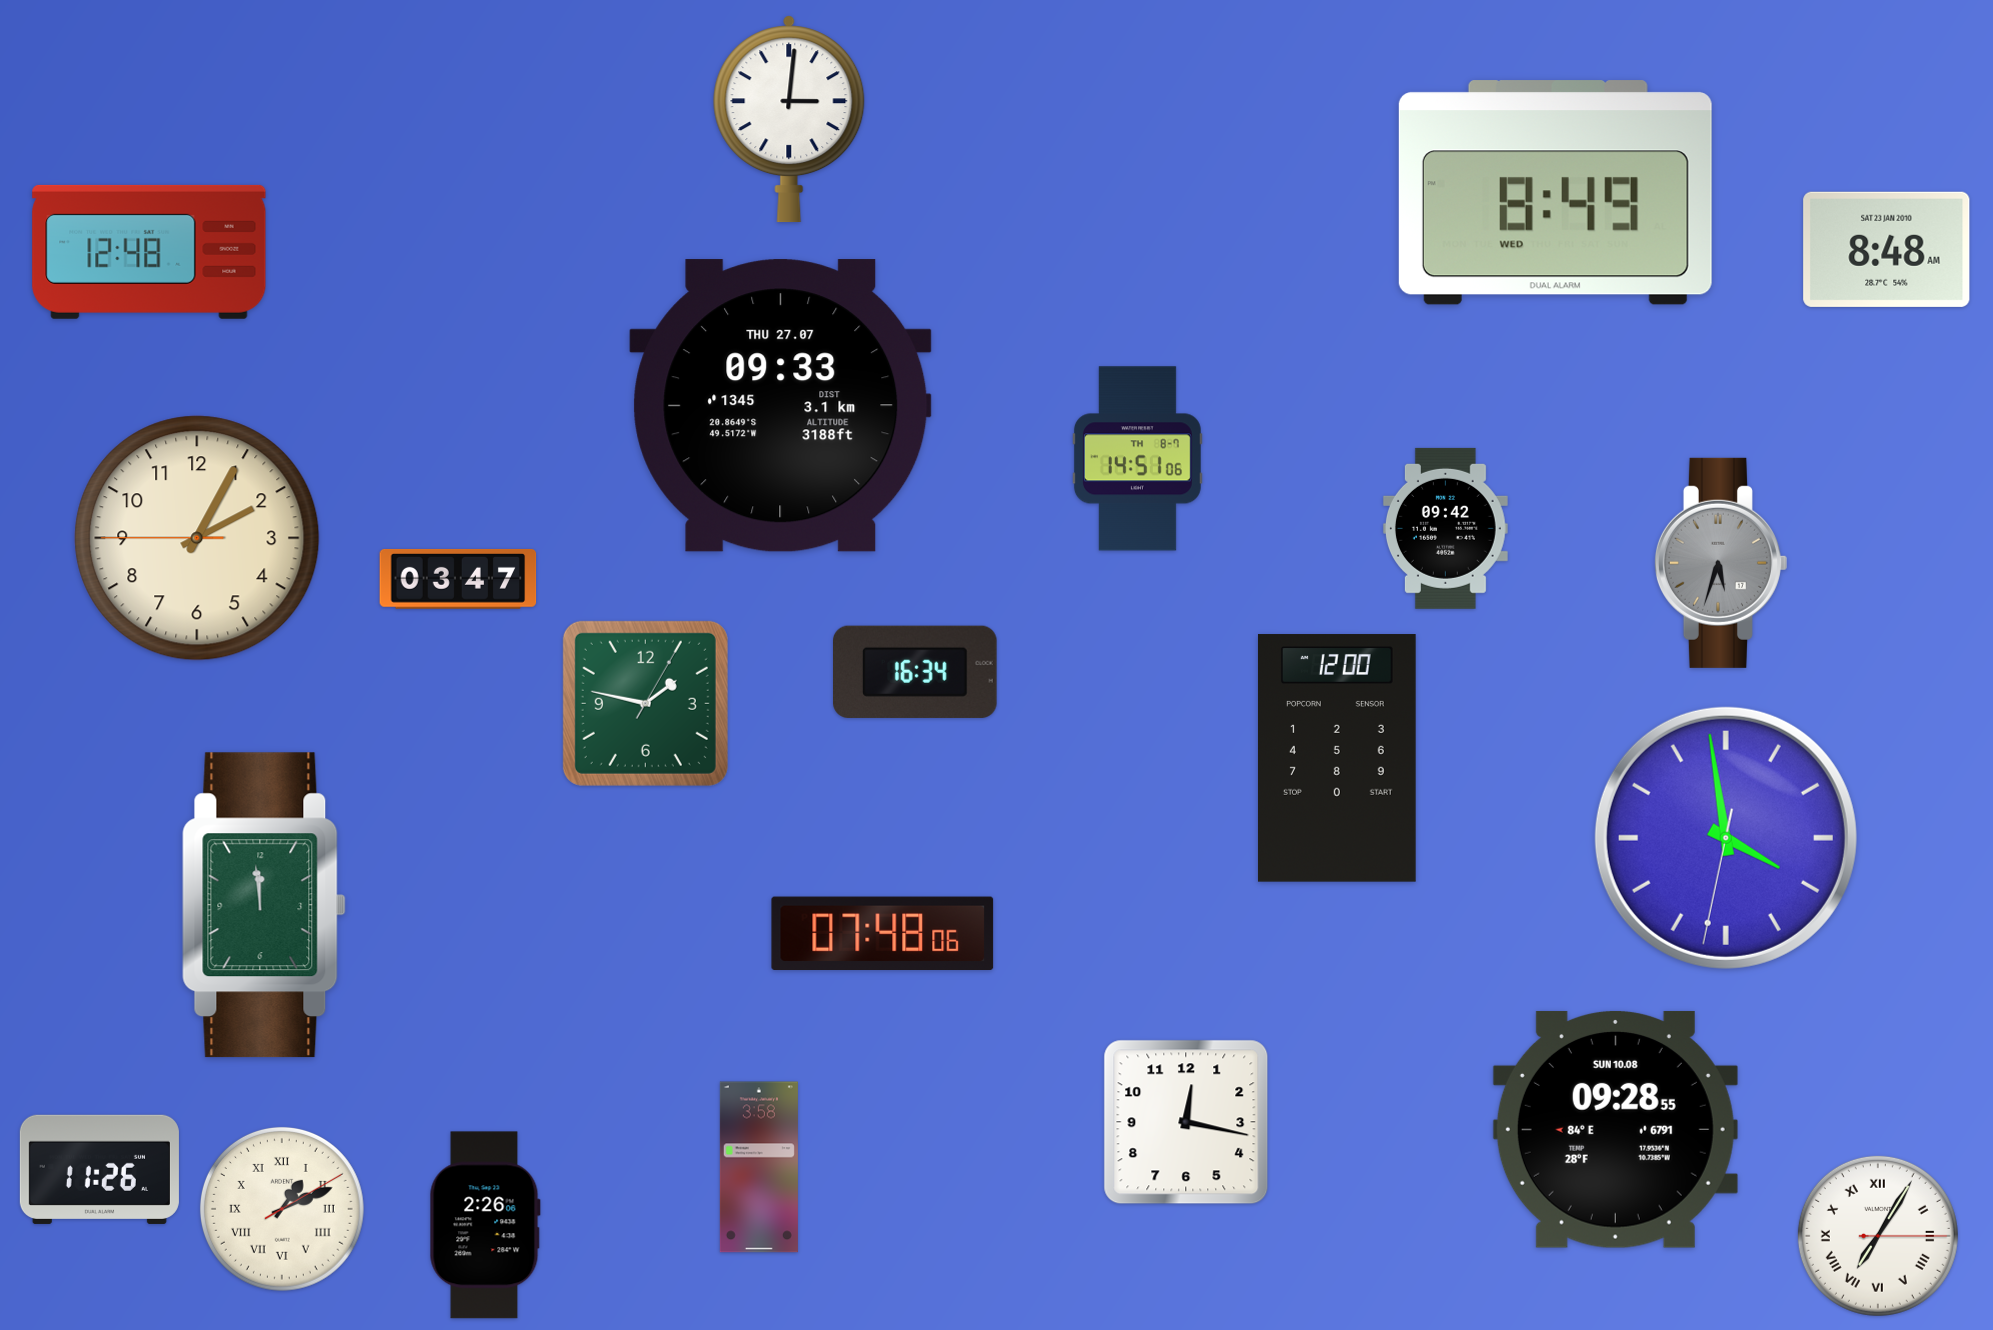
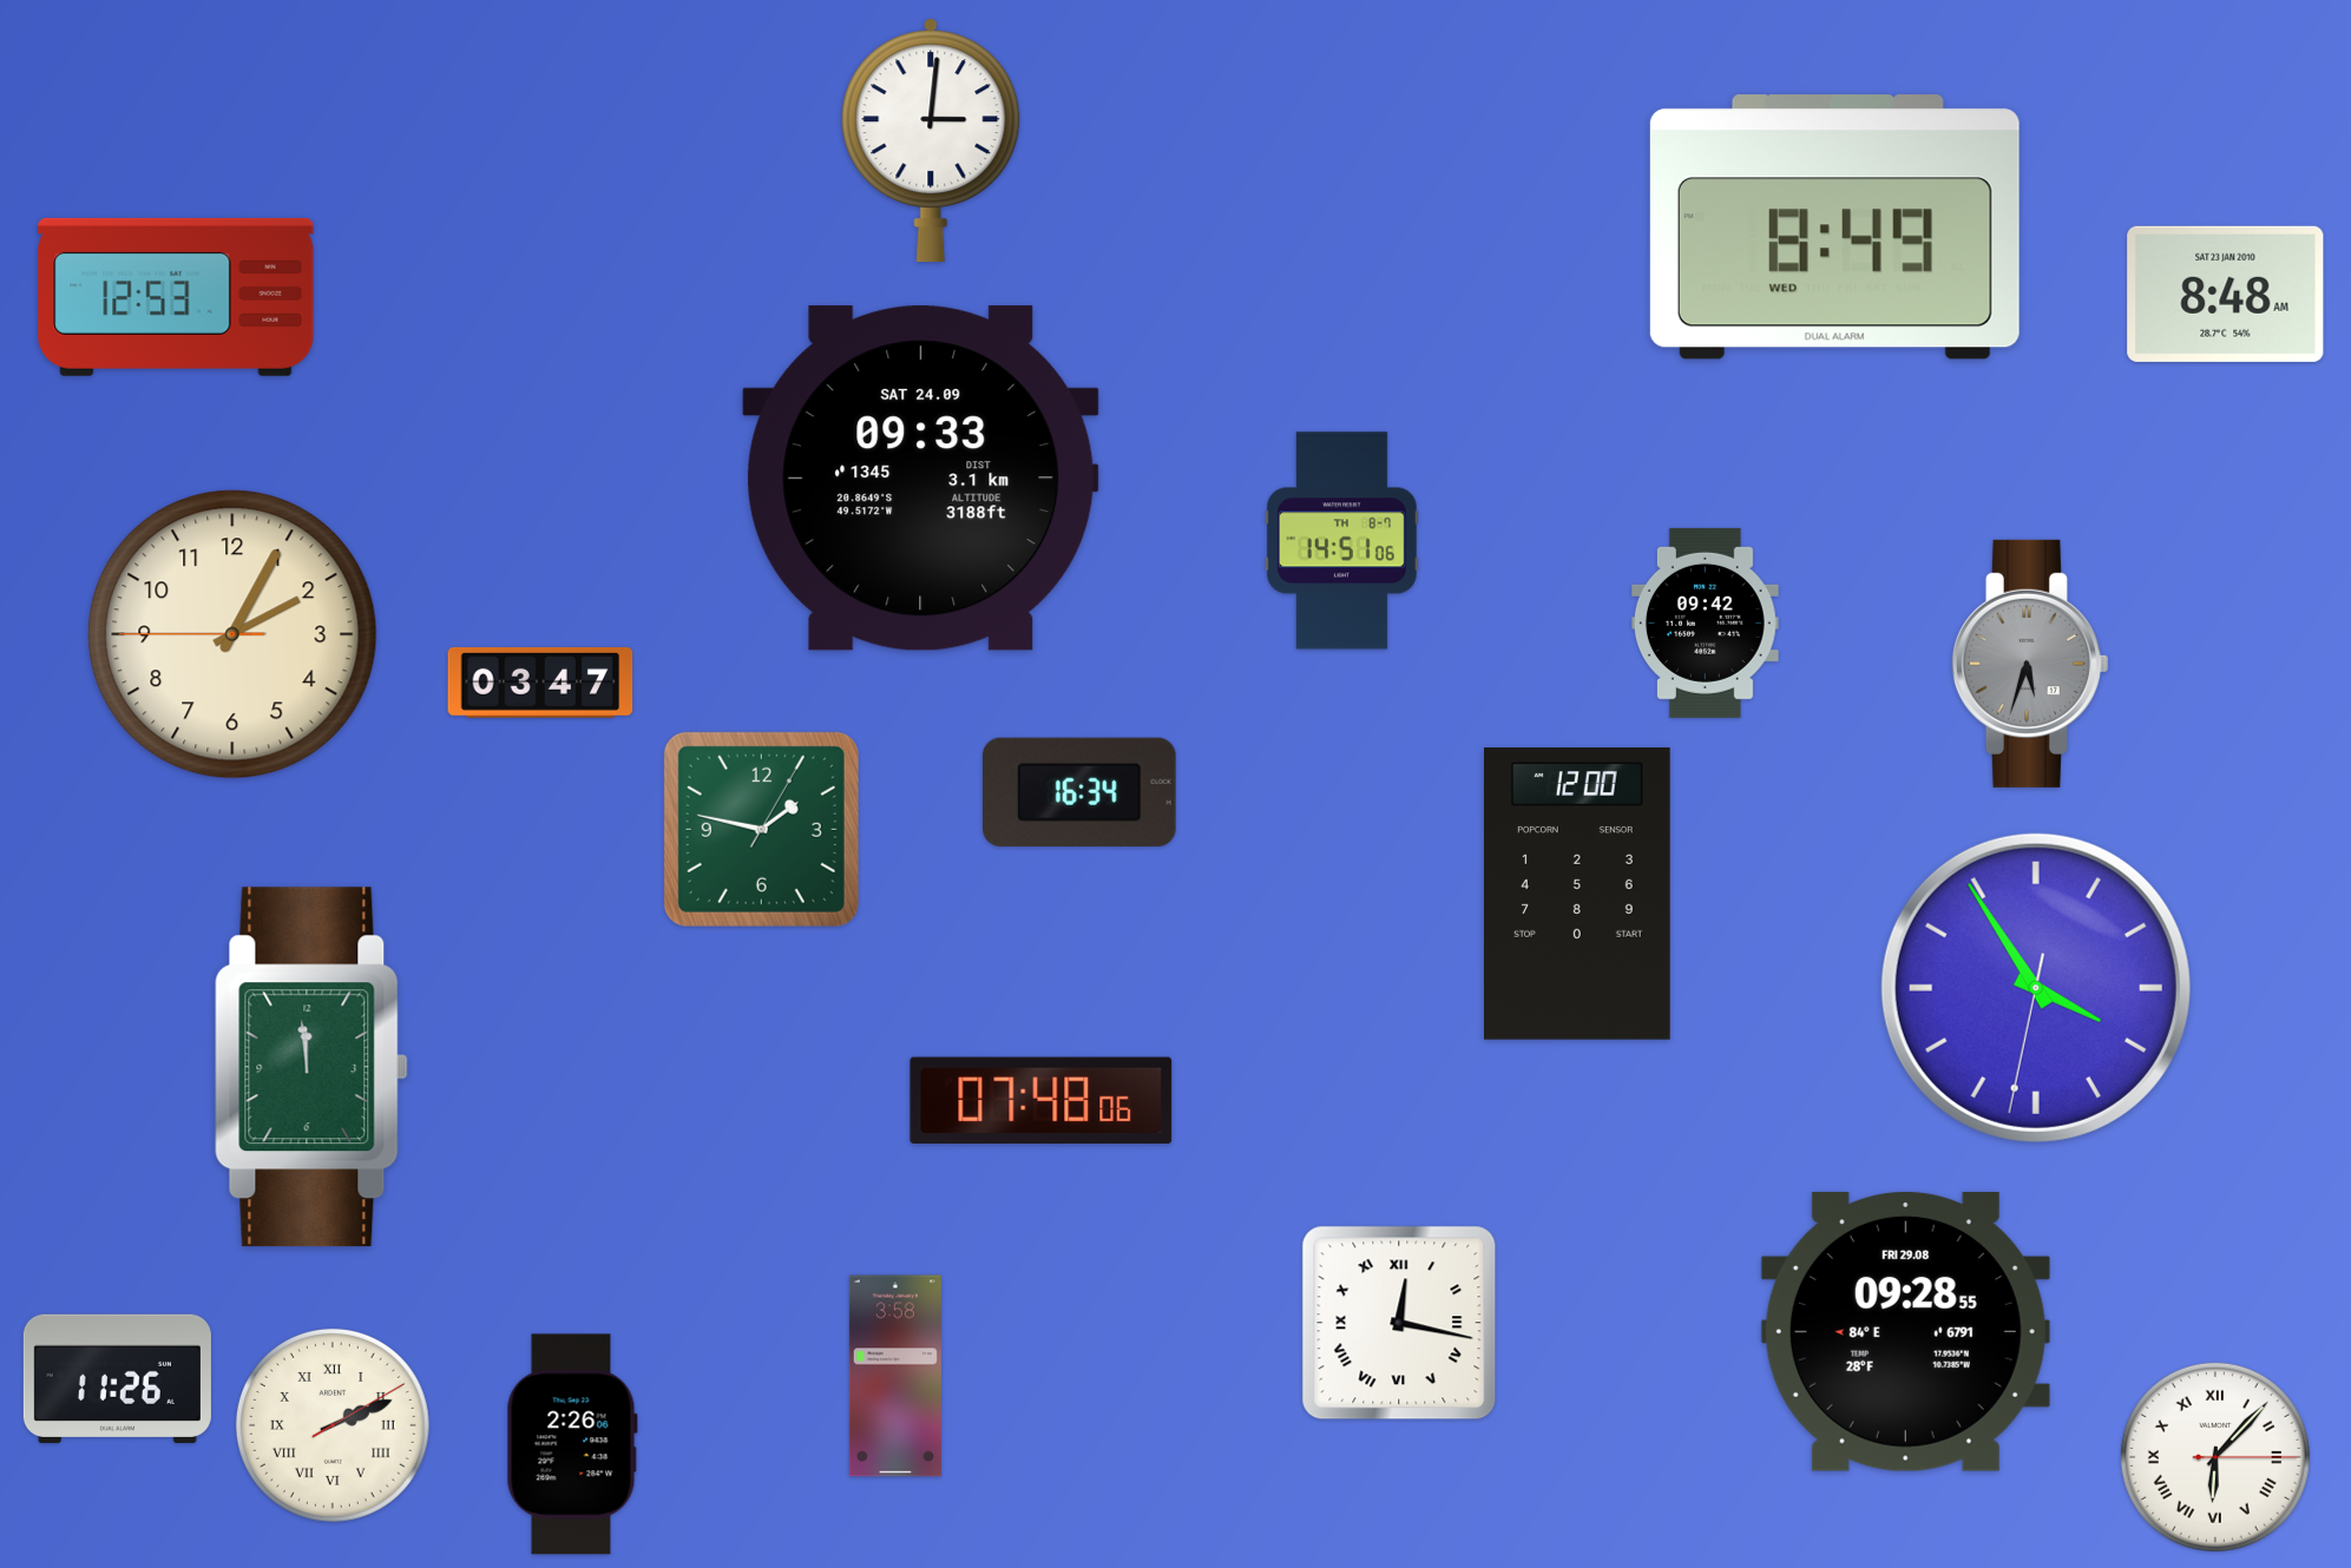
clock at (149, 252): 12:48 -> 12:53
clock at (781, 406) date: THU 27.07 -> SAT 24.09
clock at (1726, 838): 3:58 -> 3:54
clock at (1186, 1122) numerals: Arabic -> Roman
clock at (1615, 1129) date: SUN 10.08 -> FRI 29.08
clock at (282, 1209): 1:11 -> 2:11
clock at (1878, 1236): 7:05 -> 6:07
